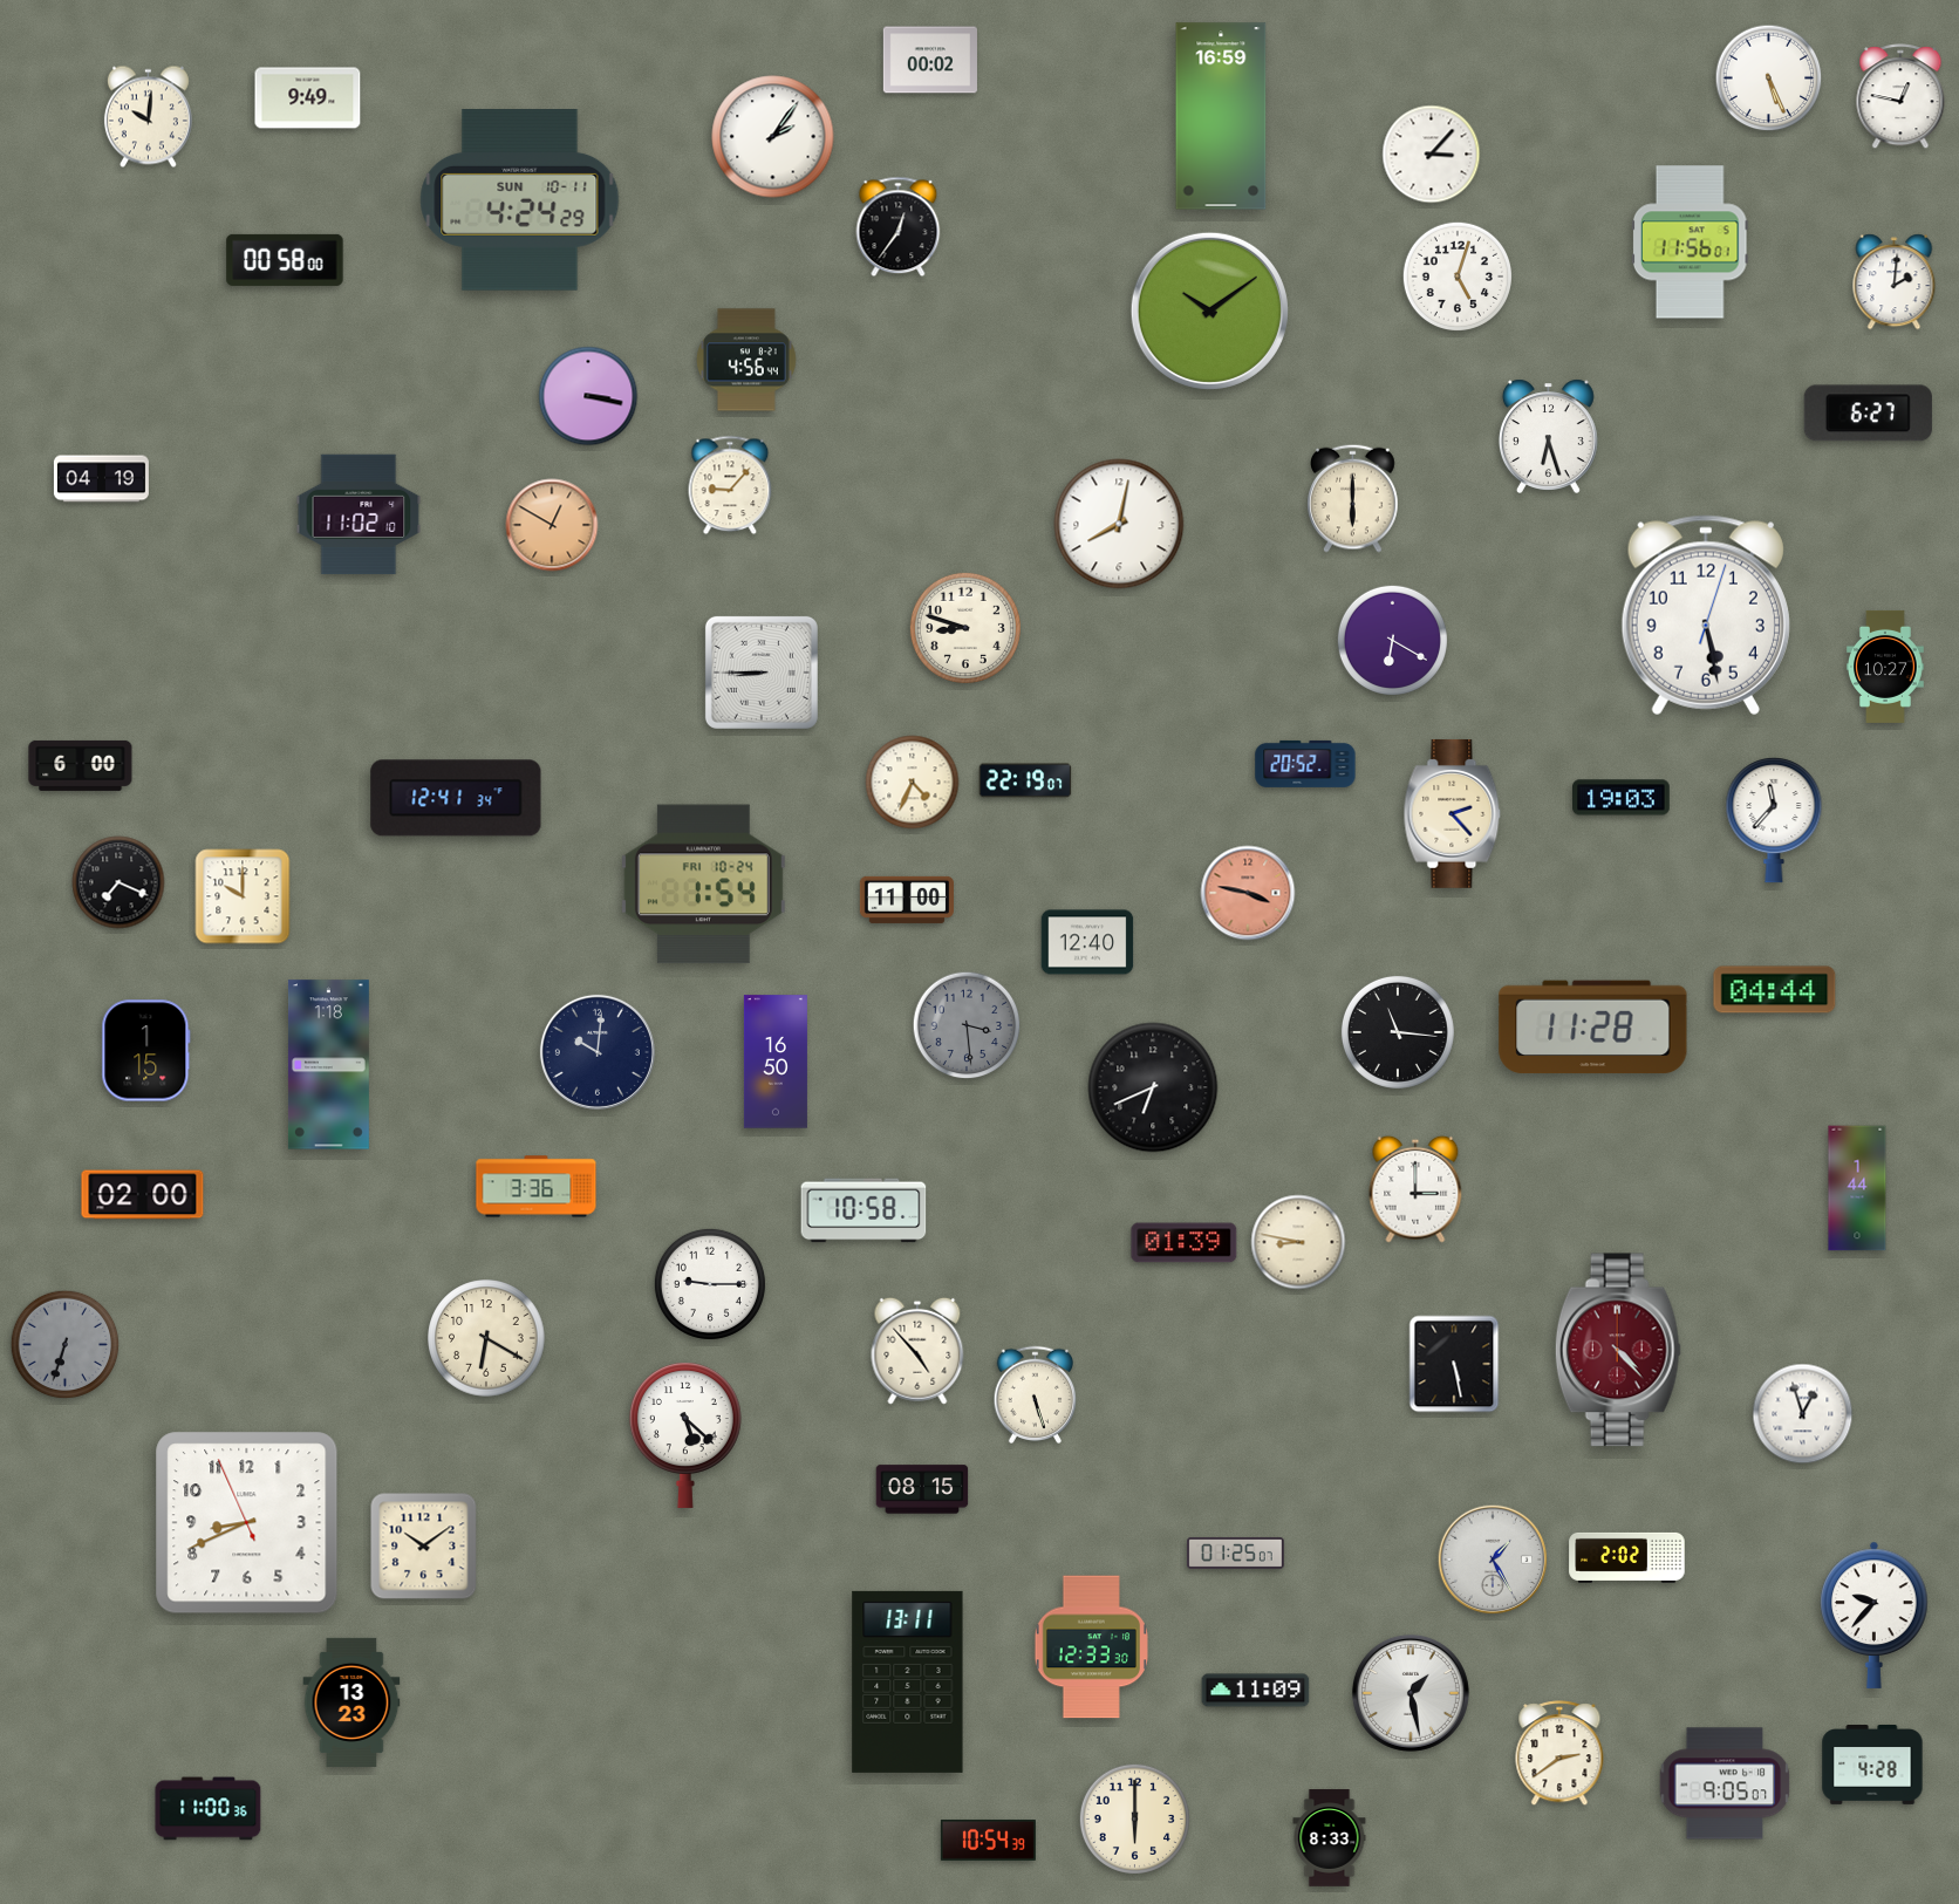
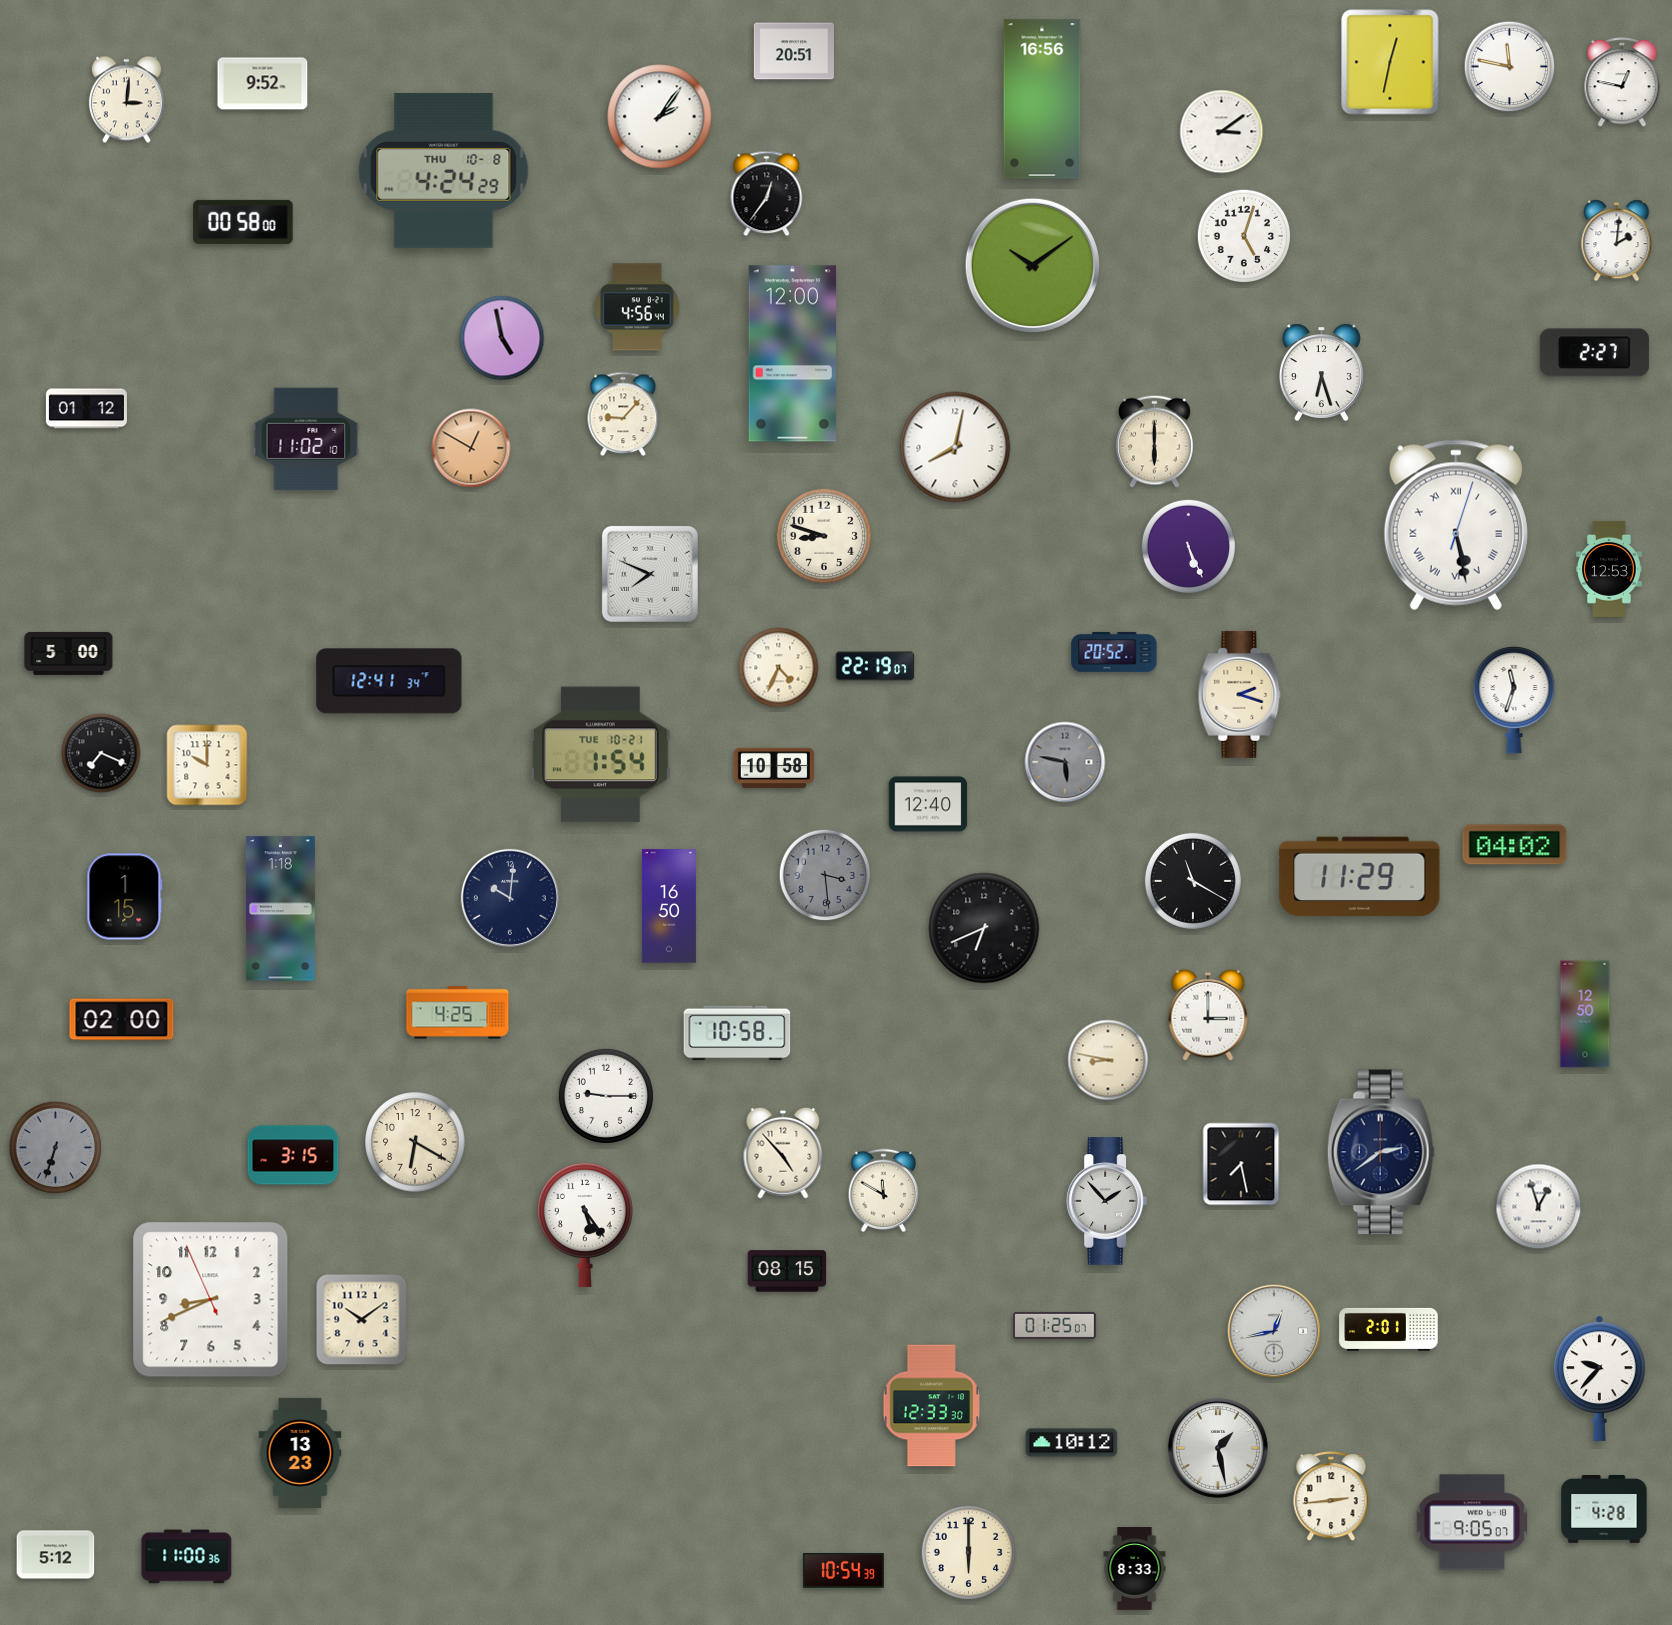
clock at (930, 60): 00:02 -> 20:51
clock at (1390, 62): none -> 12:32
clock at (1769, 79): 5:26 -> 11:47
clock at (308, 98): 9:49 -> 9:52
clock at (1221, 116): 16:59 -> 16:56
clock at (148, 117): 10:01 -> 3:01
clock at (1432, 155): 3:07 -> 3:09
clock at (520, 200) date: SUN 10-11 -> THU 10-8
clock at (1690, 243): 11:56 -> none
clock at (588, 396): 3:17 -> 4:58
clock at (1868, 414): 6:27 -> 2:27
clock at (793, 354): none -> 12:00
clock at (101, 479): 04:19 -> 01:12
clock at (1353, 498) position: (1353, 498) -> (1155, 441)
clock at (1706, 615) numerals: Arabic -> Roman
clock at (1392, 640): 6:20 -> 5:26
clock at (1885, 667): 10:27 -> 12:53
clock at (762, 673): 8:45 -> 7:49
clock at (81, 765): 6:00 -> 5:00
clock at (1622, 798): 19:03 -> none
clock at (1453, 814): 2:23 -> 2:18
clock at (1774, 821): 11:37 -> 11:33
clock at (703, 885) date: FRI 10-24 -> TUE 10-21
clock at (1248, 893): 3:47 -> 5:47
clock at (1248, 893) dial: salmon -> grey
clock at (907, 900): 11:00 -> 10:58
clock at (1775, 990): 04:44 -> 04:02
clock at (1593, 1028): 11:28 -> 11:29
clock at (1398, 1032): 11:16 -> 11:20
clock at (776, 1062) position: (776, 1062) -> (669, 906)
clock at (537, 1187): 3:36 -> 4:25
clock at (1857, 1188): 1:44 -> 12:50
clock at (1185, 1243): 01:39 -> none
clock at (1618, 1350): 4:23 -> 2:39
clock at (1618, 1350) dial: burgundy -> navy
clock at (293, 1155): none -> 3:15
clock at (1454, 1364): 5:28 -> 7:28
clock at (1036, 1394): 5:27 -> 11:50
clock at (1107, 1201): none -> 1:53
clock at (685, 1435): 5:22 -> 5:24
clock at (1627, 1557): 2:02 -> 2:01
clock at (1493, 1560): 1:25 -> 12:43
clock at (908, 1681): 13:11 -> none
clock at (1256, 1691): 11:09 -> 10:12
clock at (1411, 1693) position: (1411, 1693) -> (1218, 1448)
clock at (1559, 1754): 2:39 -> 2:44
clock at (1872, 1766) position: (1872, 1766) -> (1604, 1510)
clock at (209, 1809) position: (209, 1809) -> (187, 1557)
clock at (56, 1555): none -> 5:12
